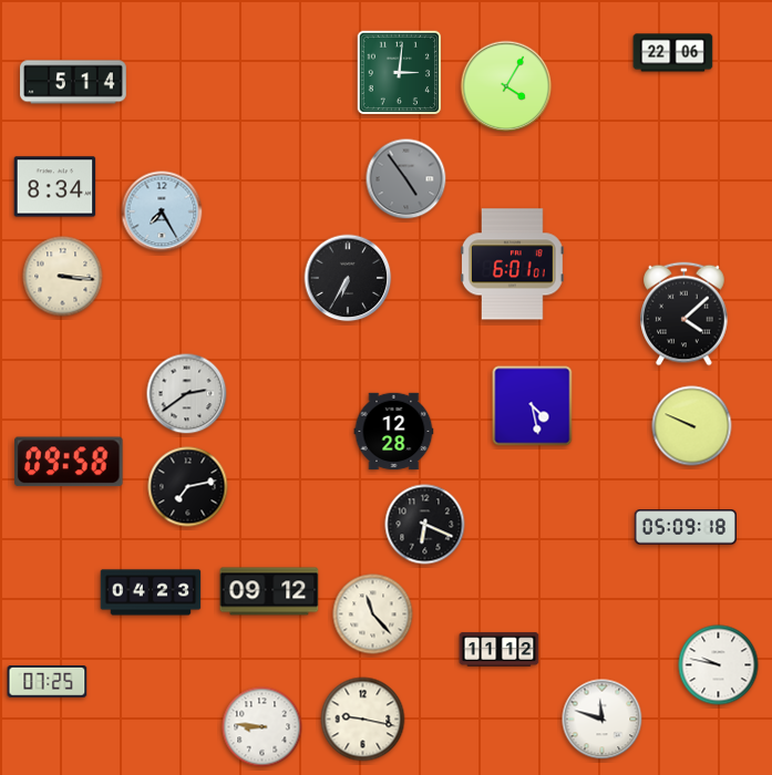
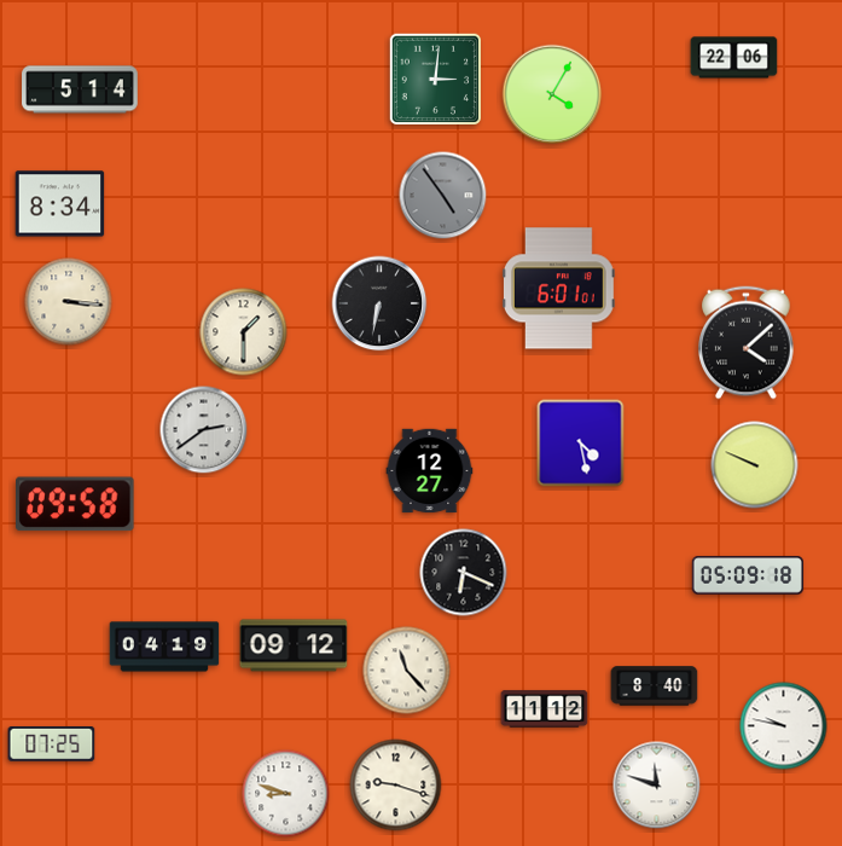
clock at (162, 211): 7:25 -> none
clock at (348, 278): 6:35 -> 6:32
clock at (244, 332): none -> 1:30
clock at (394, 432): 12:28 -> 12:27
clock at (188, 487): 7:13 -> none
clock at (151, 592): 04:23 -> 04:19
clock at (655, 686): none -> 8:40
clock at (363, 720): 9:17 -> 9:18
clock at (263, 727): 8:46 -> 8:48
